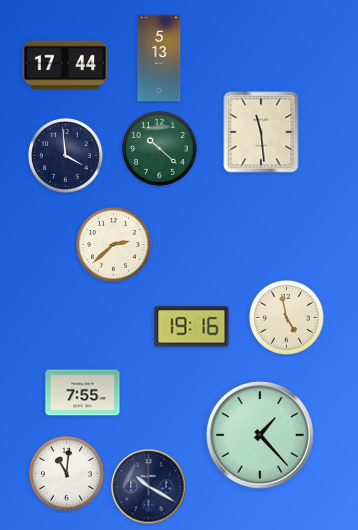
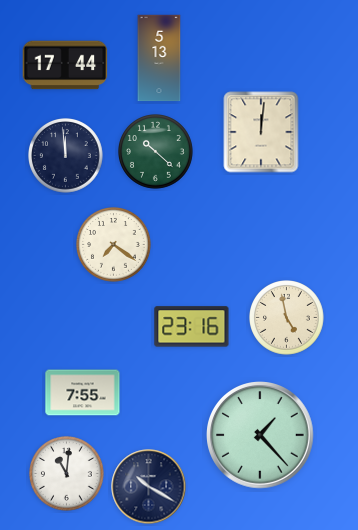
clock at (261, 132): 11:29 -> 12:01
clock at (160, 149) position: (160, 149) -> (156, 152)
clock at (66, 156): 3:59 -> 11:59
clock at (114, 245): 2:38 -> 7:21
clock at (192, 327): 19:16 -> 23:16
